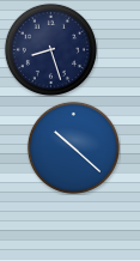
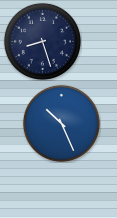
clock at (73, 147): 10:22 -> 10:26
